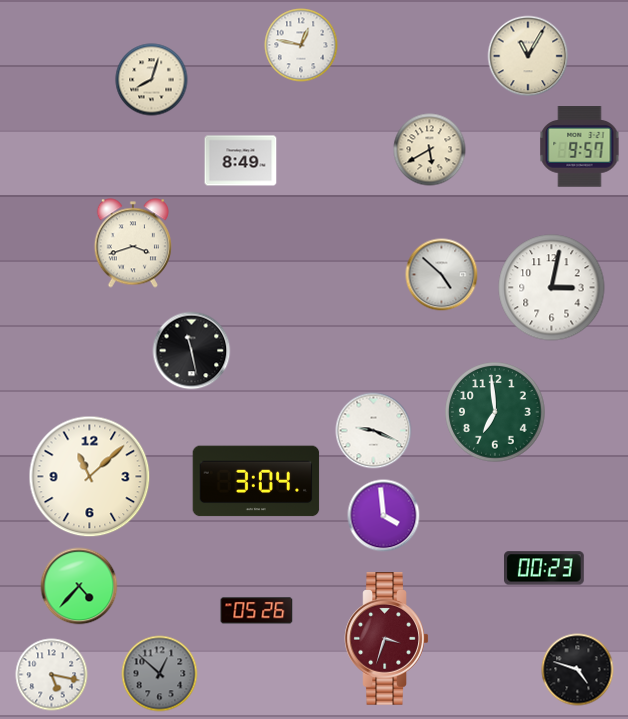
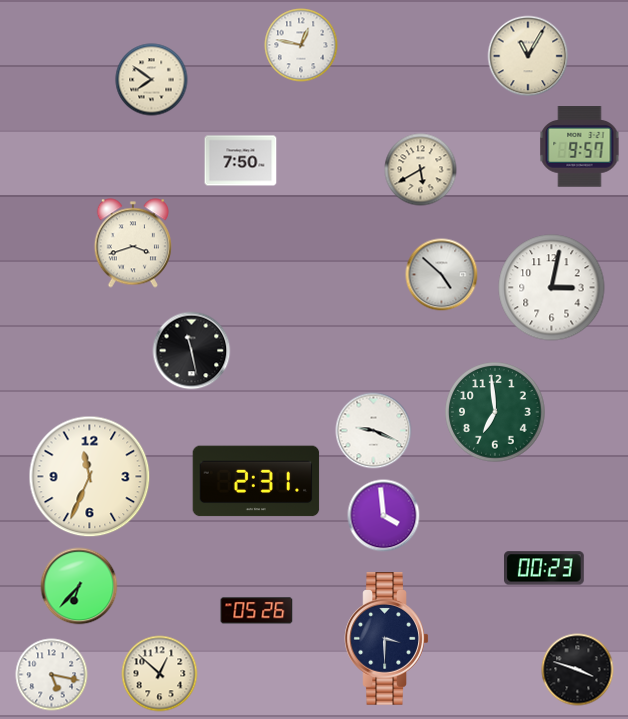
clock at (152, 80): 8:03 -> 7:51
clock at (430, 150) position: (430, 150) -> (421, 170)
clock at (241, 161): 8:49 -> 7:50
clock at (90, 477): 11:08 -> 11:34
clock at (256, 481): 3:04 -> 2:31
clock at (79, 586): 4:37 -> 6:37
clock at (387, 639): 3:33 -> 3:30
clock at (387, 639) dial: burgundy -> navy
clock at (578, 670): 4:48 -> 3:48
clock at (160, 674) dial: grey -> cream
